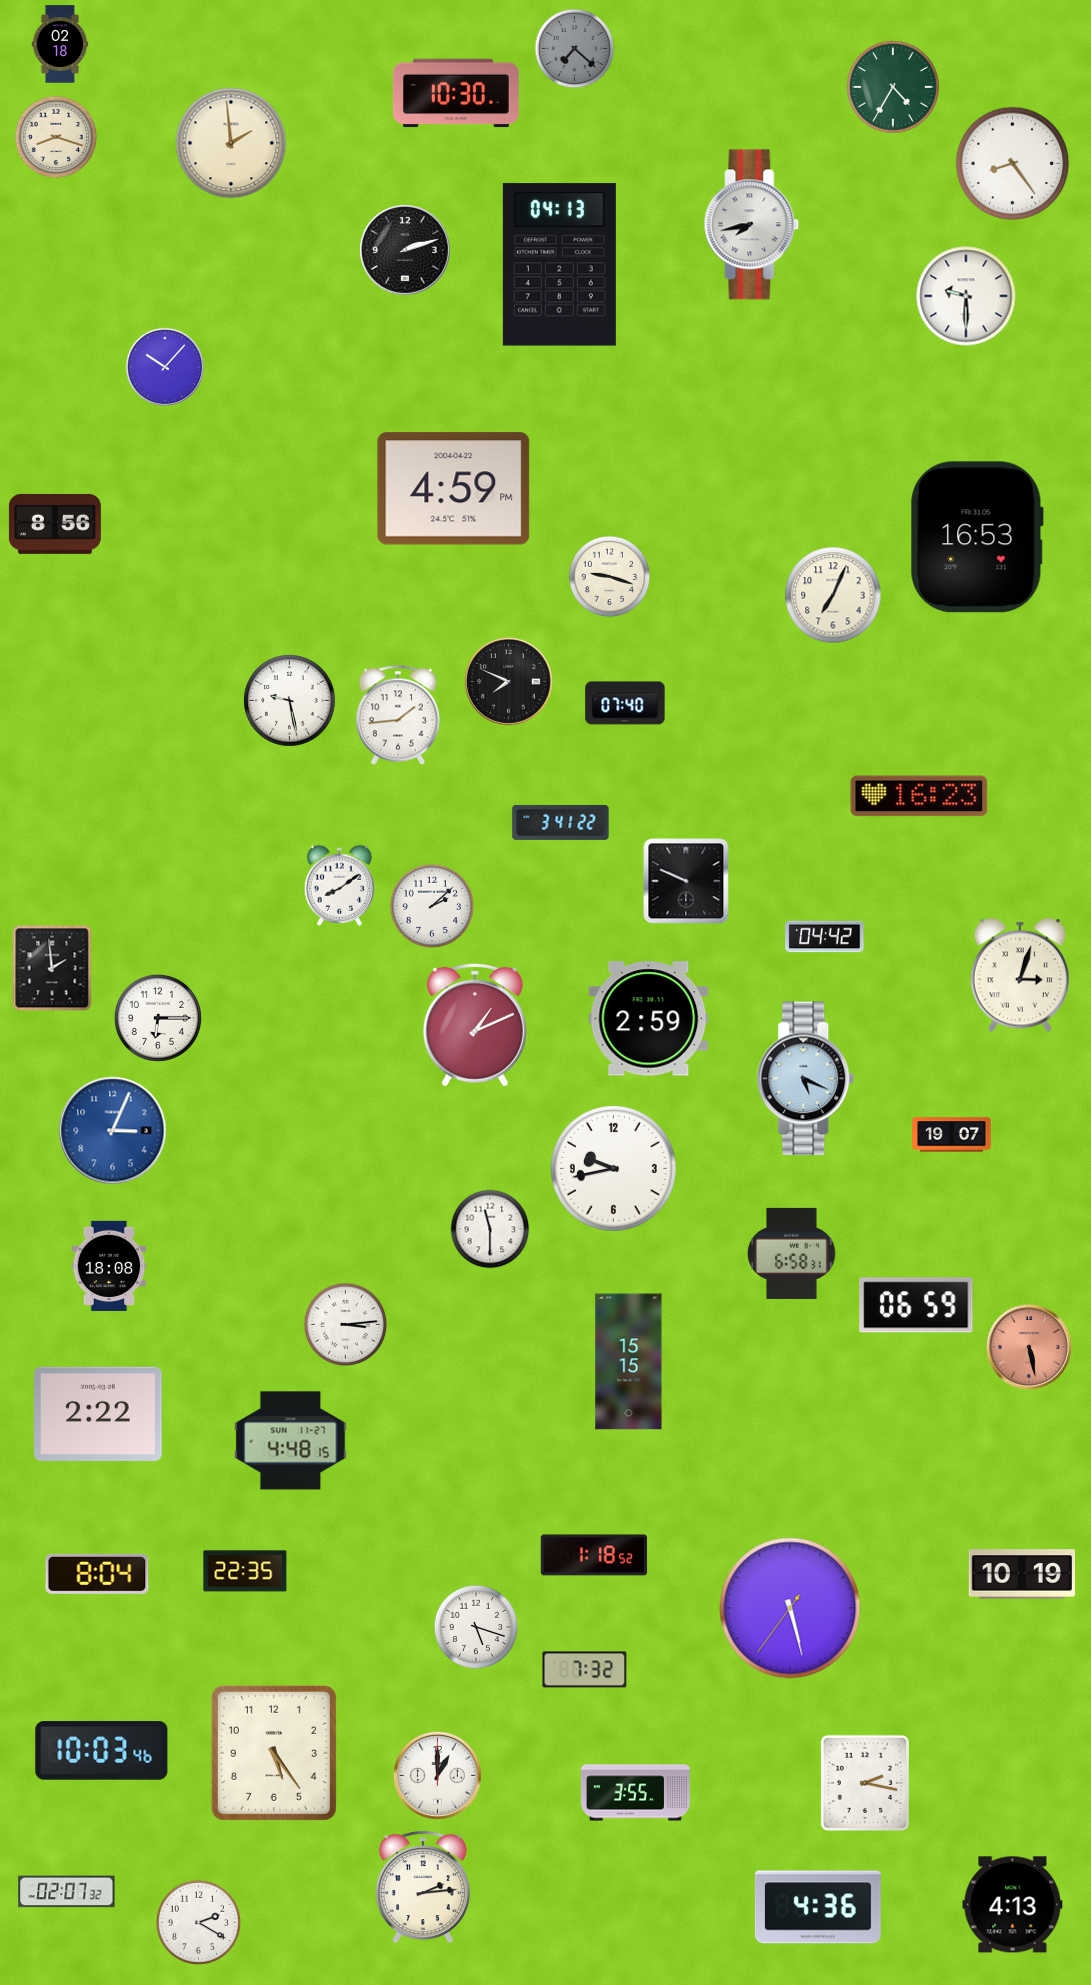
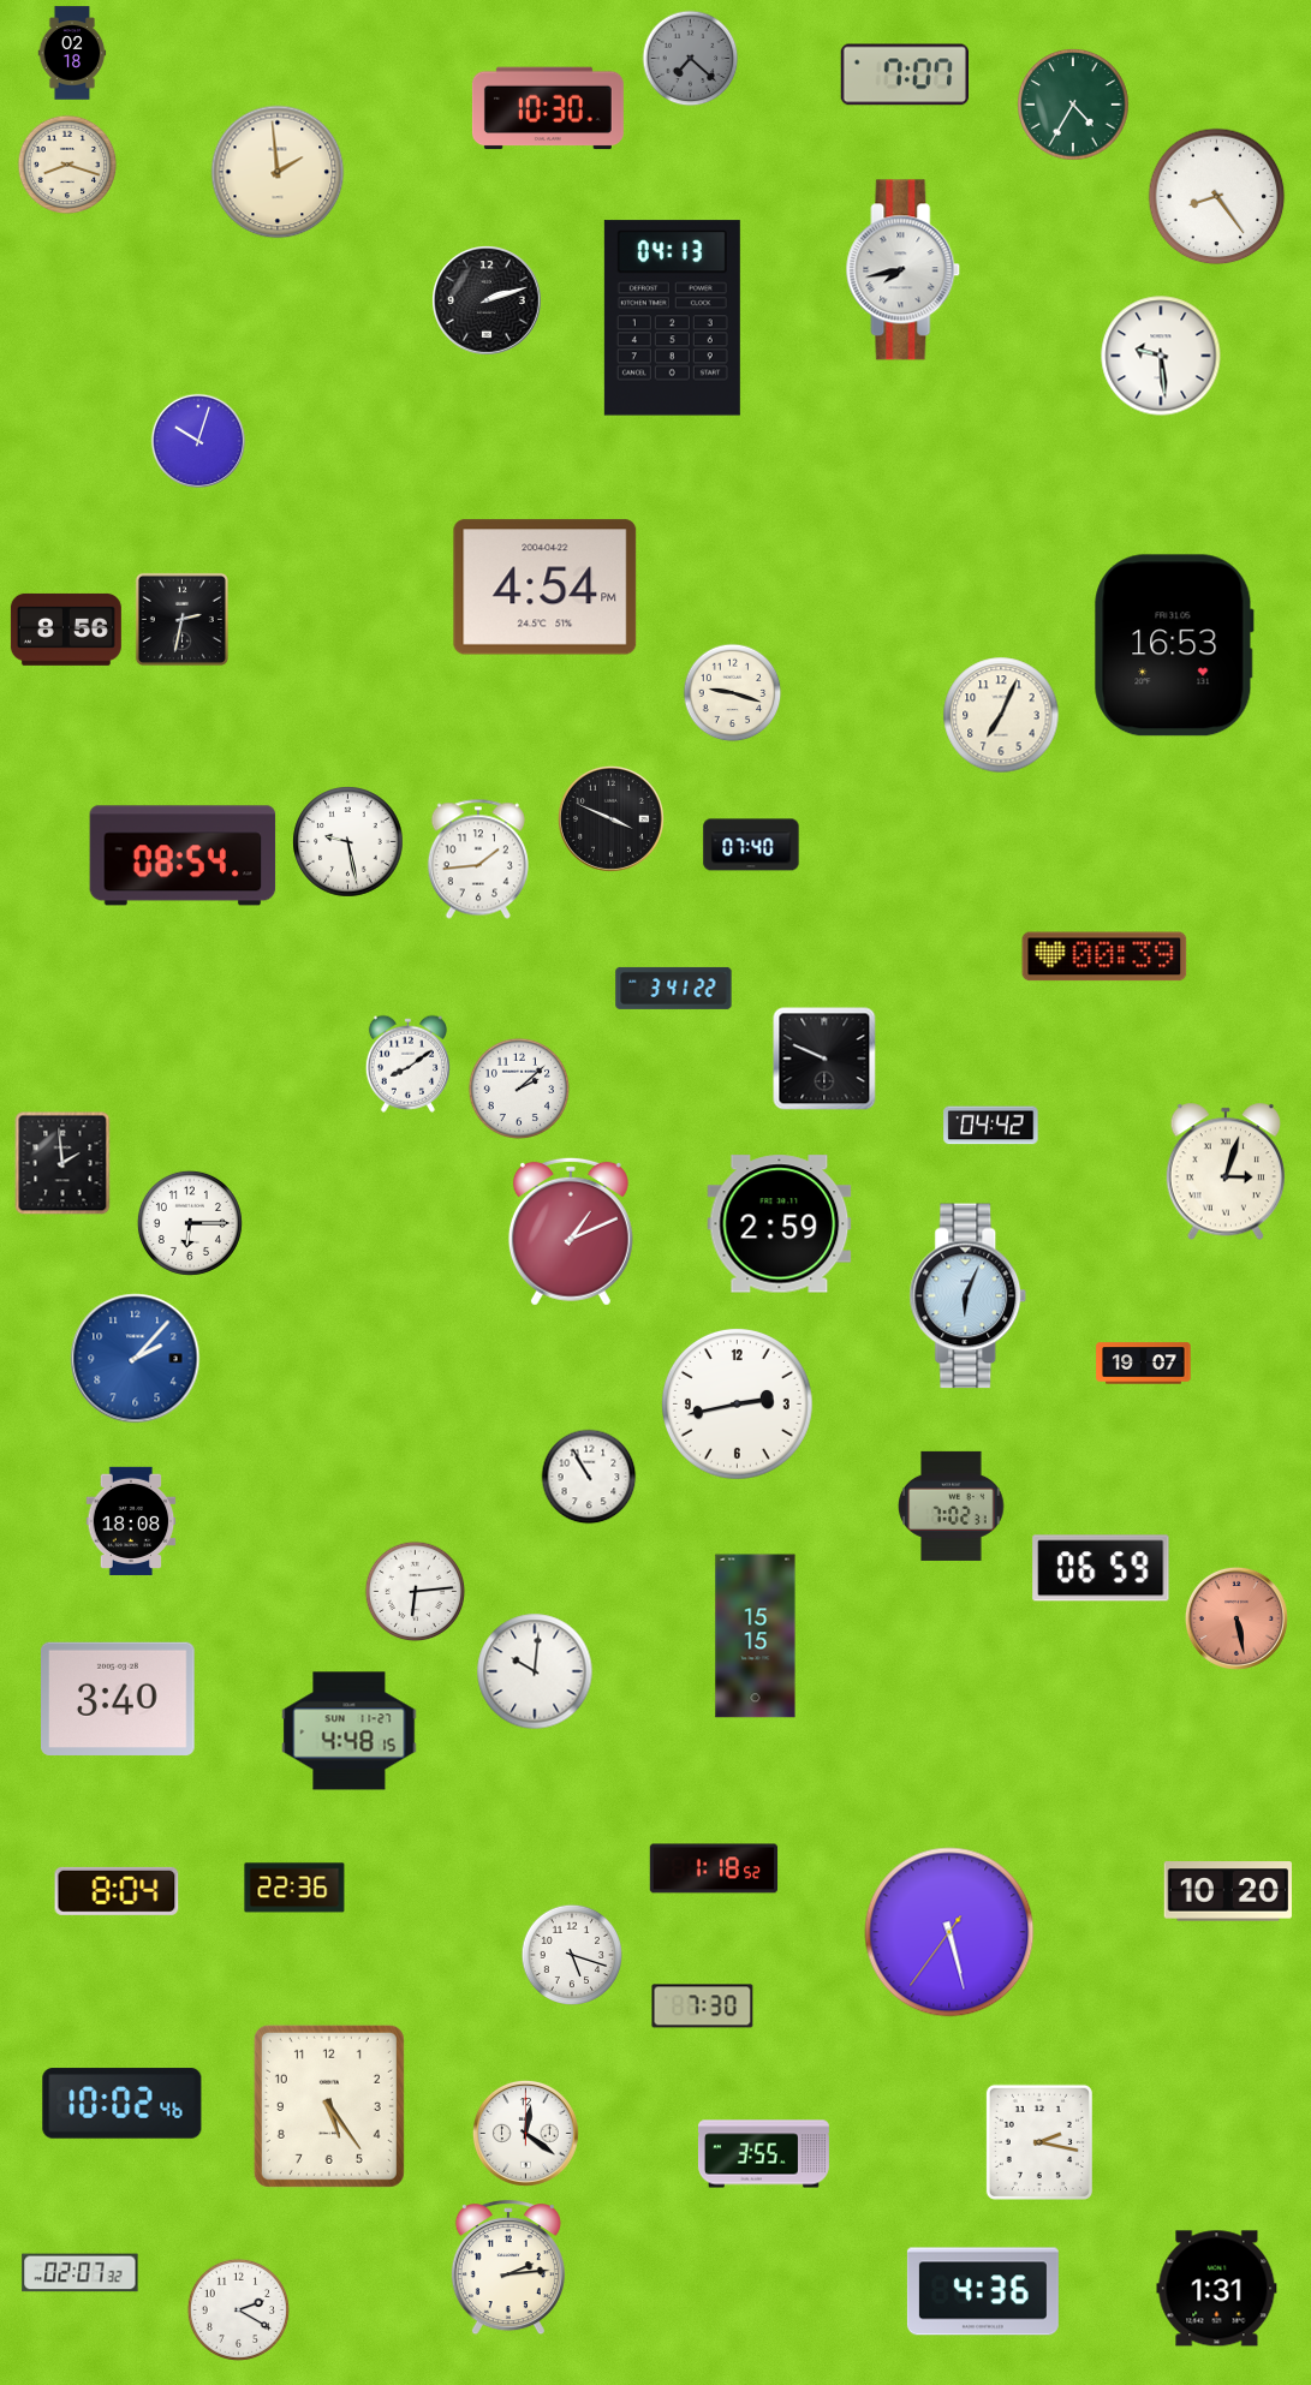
clock at (904, 74): none -> 7:07
clock at (456, 93) position: (456, 93) -> (548, 108)
clock at (966, 296): 9:30 -> 9:29
clock at (165, 367): 10:07 -> 10:03
clock at (454, 489): 4:59 -> 4:54
clock at (181, 619): none -> 2:32
clock at (508, 681): 7:49 -> 3:49
clock at (183, 855): none -> 08:54
clock at (919, 796): 16:23 -> 00:39
clock at (806, 1079): 5:19 -> 6:04
clock at (113, 1131): 3:04 -> 2:07
clock at (614, 1169): 9:43 -> 2:43
clock at (490, 1229): 11:30 -> 10:55
clock at (792, 1253): 6:58 -> 7:02
clock at (346, 1325): 3:14 -> 6:14
clock at (535, 1671): none -> 10:01
clock at (99, 1414): 2:22 -> 3:40
clock at (245, 1571): 22:35 -> 22:36
clock at (1021, 1574): 10:19 -> 10:20
clock at (585, 1670): 7:32 -> 7:30
clock at (102, 1751): 10:03 -> 10:02
clock at (437, 1775): 1:00 -> 12:21
clock at (1013, 1905): 4:13 -> 1:31
